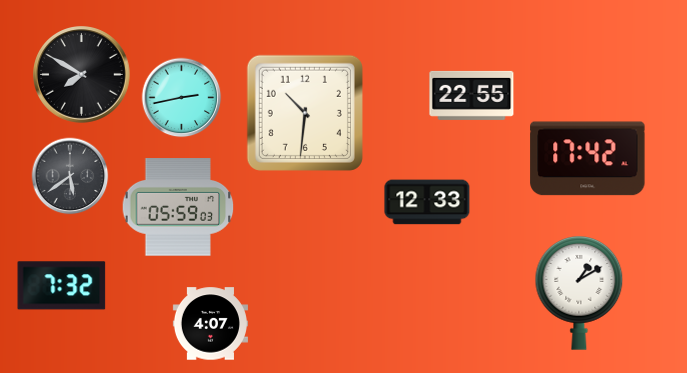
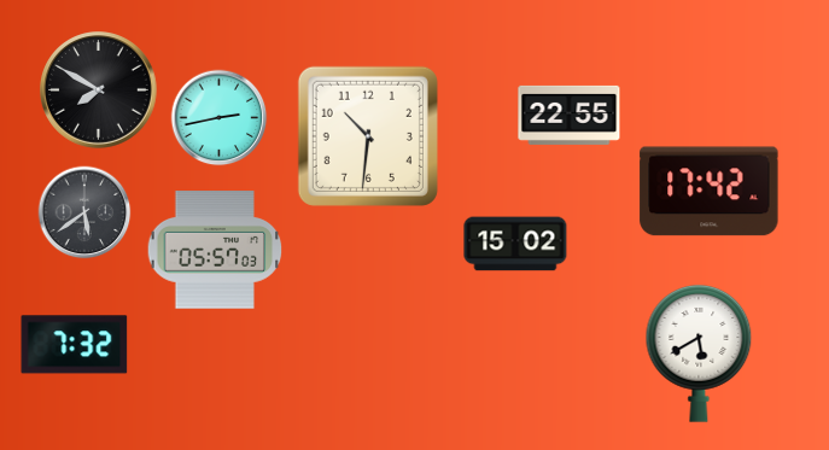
clock at (427, 202): 12:33 -> 15:02
clock at (178, 207): 05:59 -> 05:57
clock at (579, 294): 1:10 -> 5:40
clock at (210, 324): 4:07 -> none
